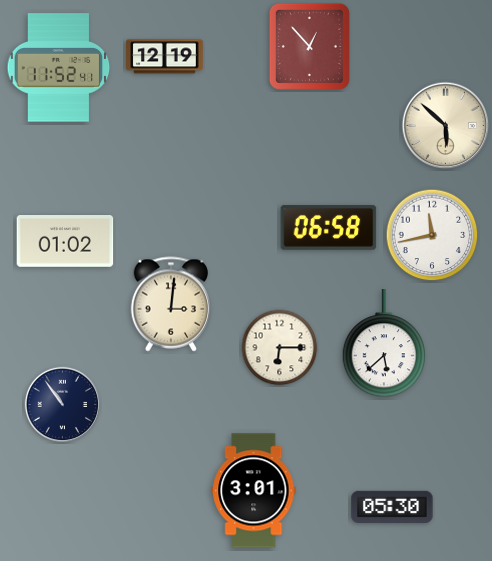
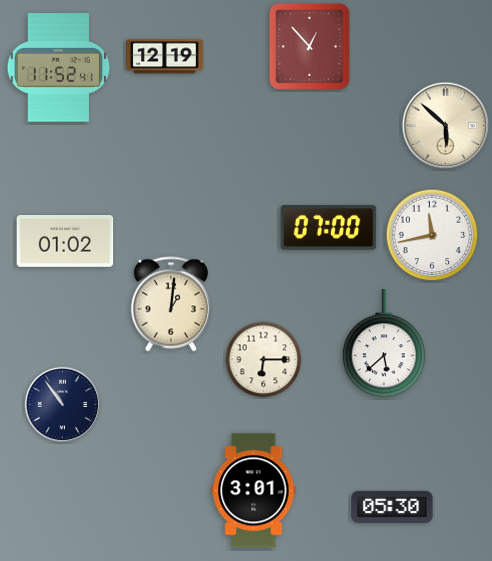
clock at (329, 228): 06:58 -> 07:00
clock at (170, 304): 3:01 -> 1:01
clock at (280, 348) position: (280, 348) -> (264, 360)
